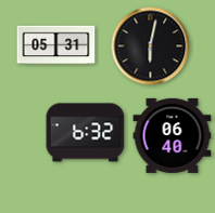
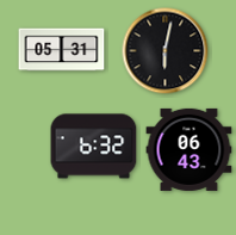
clock at (173, 135): 06:40 -> 06:43
